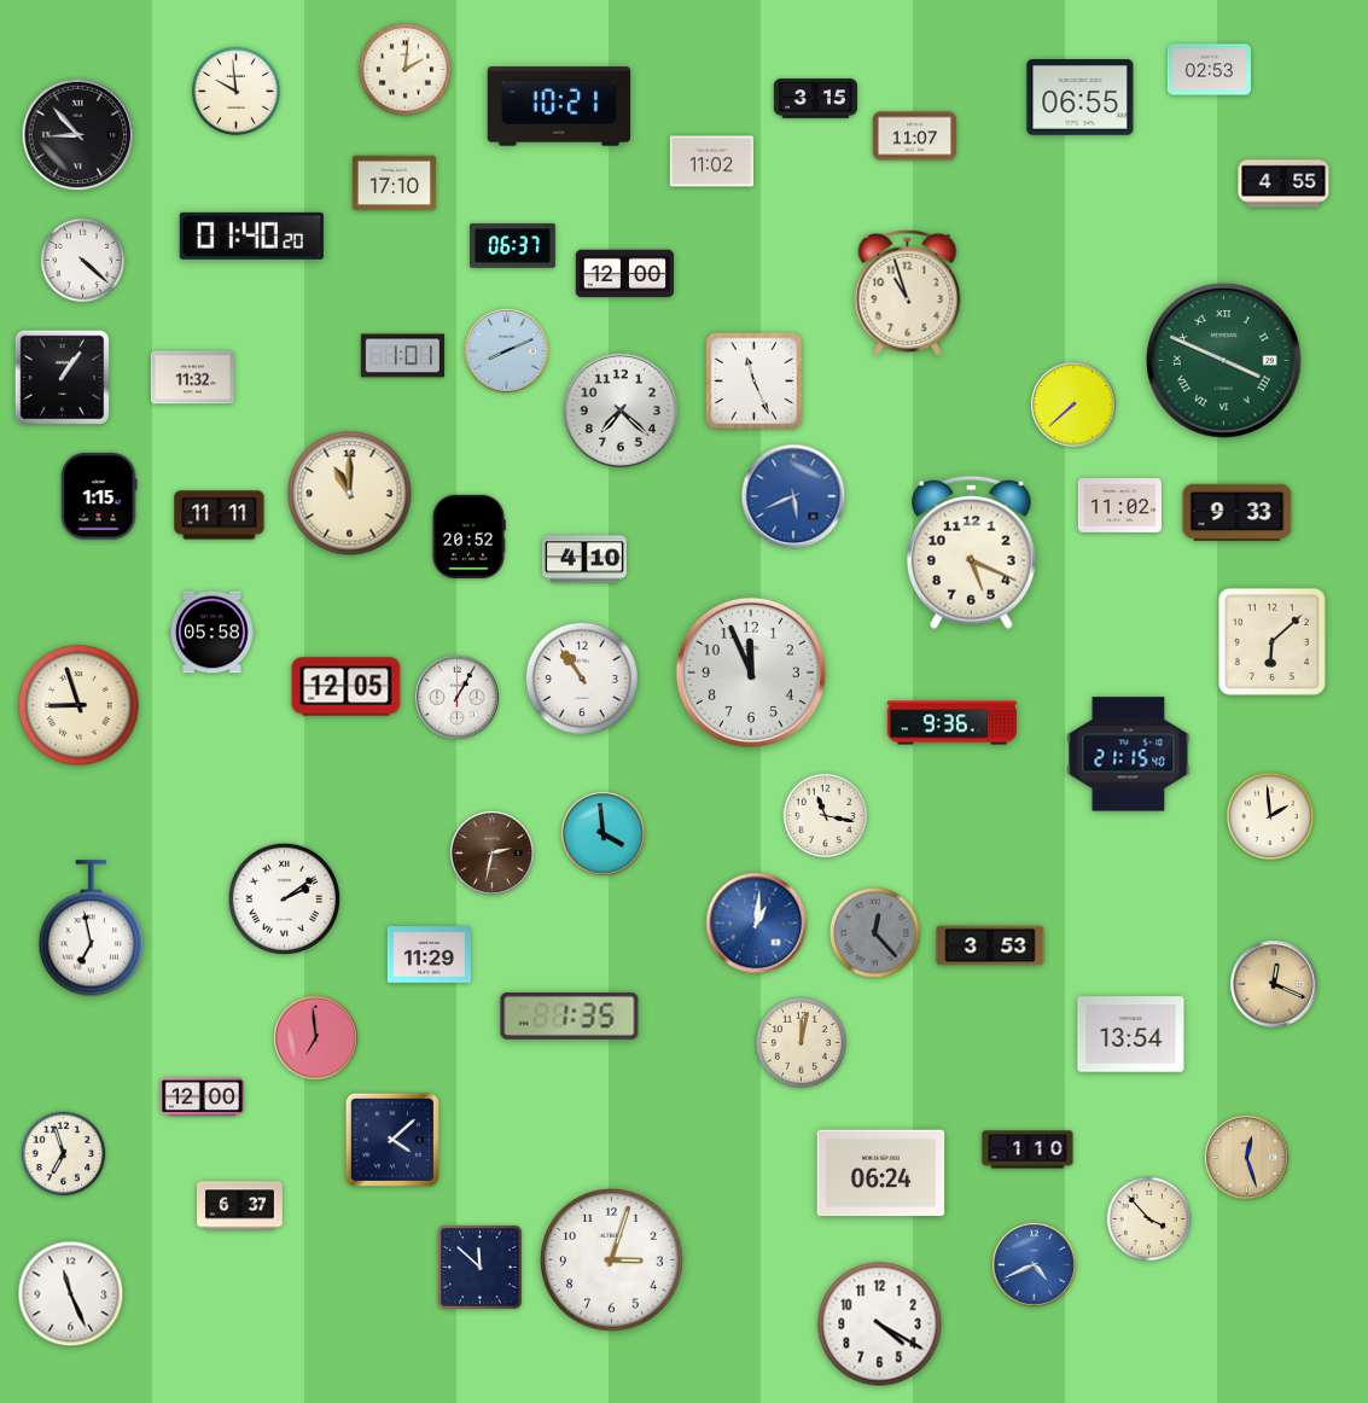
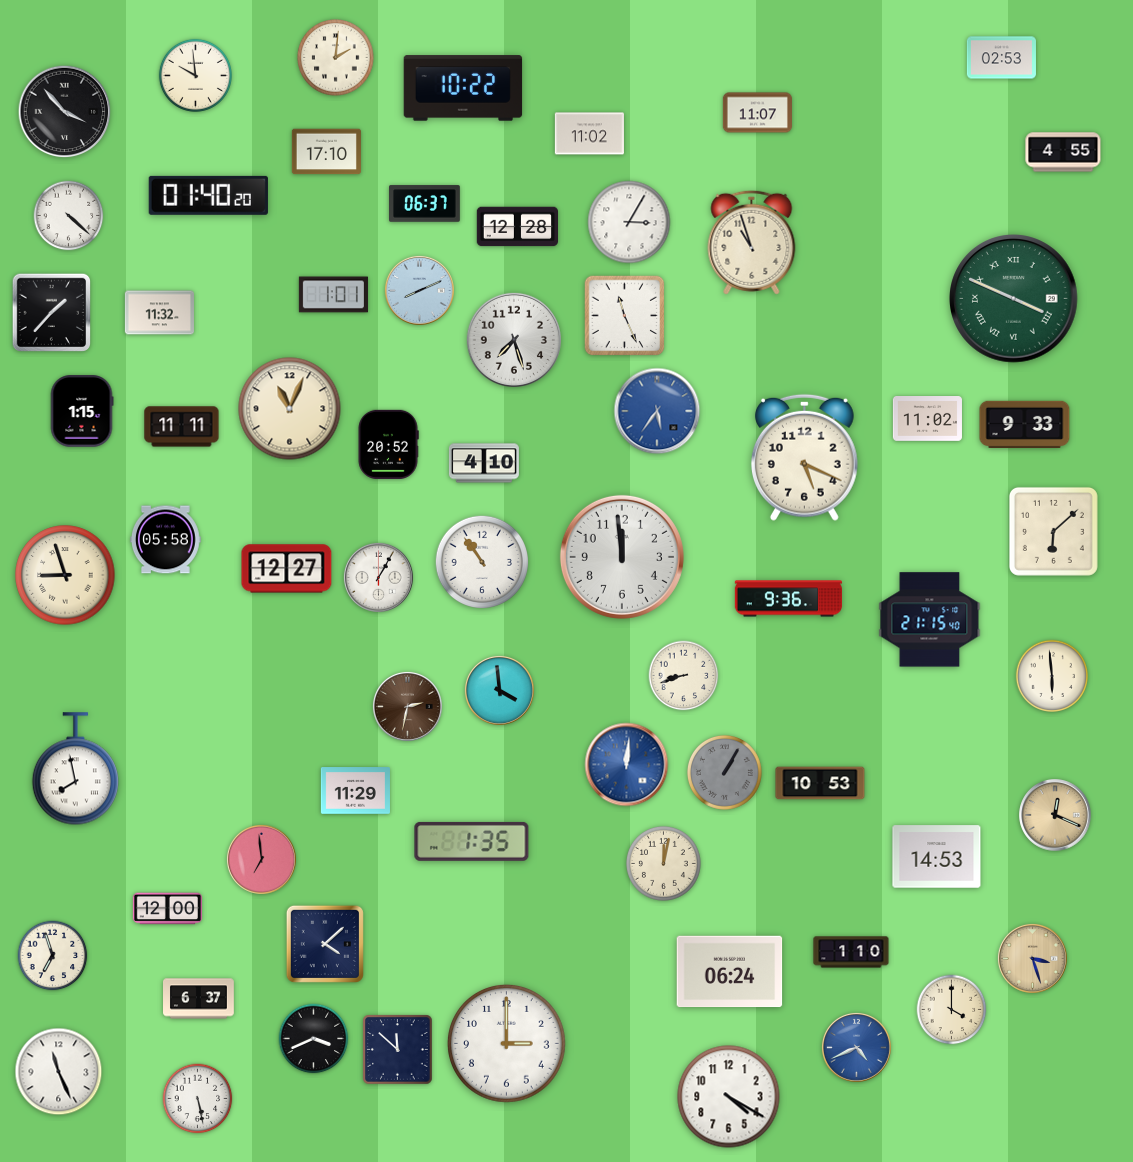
clock at (1081, 98): 06:55 -> none
clock at (815, 99): 3:15 -> none
clock at (559, 106): 10:21 -> 10:22
clock at (78, 135): 8:53 -> 3:53
clock at (629, 222): none -> 3:05
clock at (625, 274): 12:00 -> 12:28
clock at (62, 377): 1:06 -> 1:37
clock at (1073, 404): 7:38 -> none
clock at (621, 411): 7:22 -> 7:27
clock at (350, 494): 11:00 -> 11:04
clock at (793, 496): 5:41 -> 5:36
clock at (213, 633) position: (213, 633) -> (166, 540)
clock at (751, 673): 11:56 -> 11:59
clock at (347, 687): 12:05 -> 12:27
clock at (78, 705) position: (78, 705) -> (65, 575)
clock at (1129, 755) position: (1129, 755) -> (930, 620)
clock at (1269, 815): 1:59 -> 5:59
clock at (826, 816): 11:17 -> 8:42
clock at (285, 900): 2:09 -> none
clock at (757, 924): 1:01 -> 12:01
clock at (91, 928): 6:58 -> 7:58
clock at (874, 932): 12:23 -> 1:05
clock at (990, 945): 3:53 -> 10:53
clock at (1131, 1035): 13:54 -> 14:53
clock at (1246, 1157): 12:27 -> 3:27
clock at (1149, 1219): 3:53 -> 4:00
clock at (314, 1039): none -> 3:41
clock at (611, 1259): 3:03 -> 3:00
clock at (198, 1099): none -> 5:28
